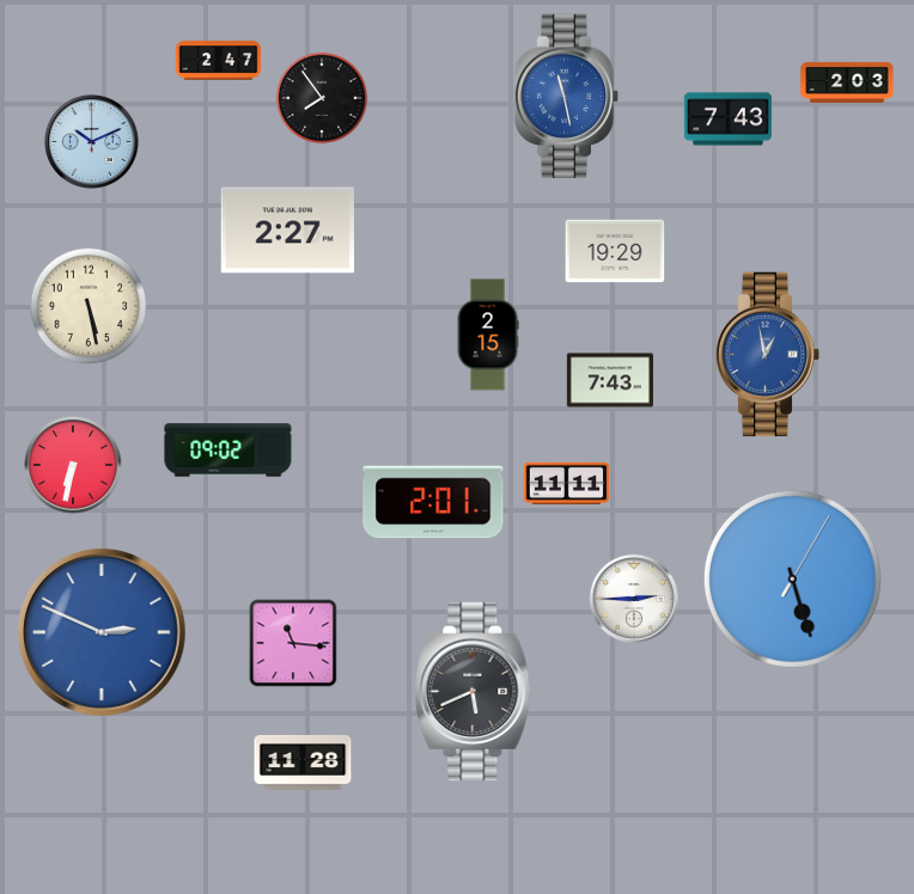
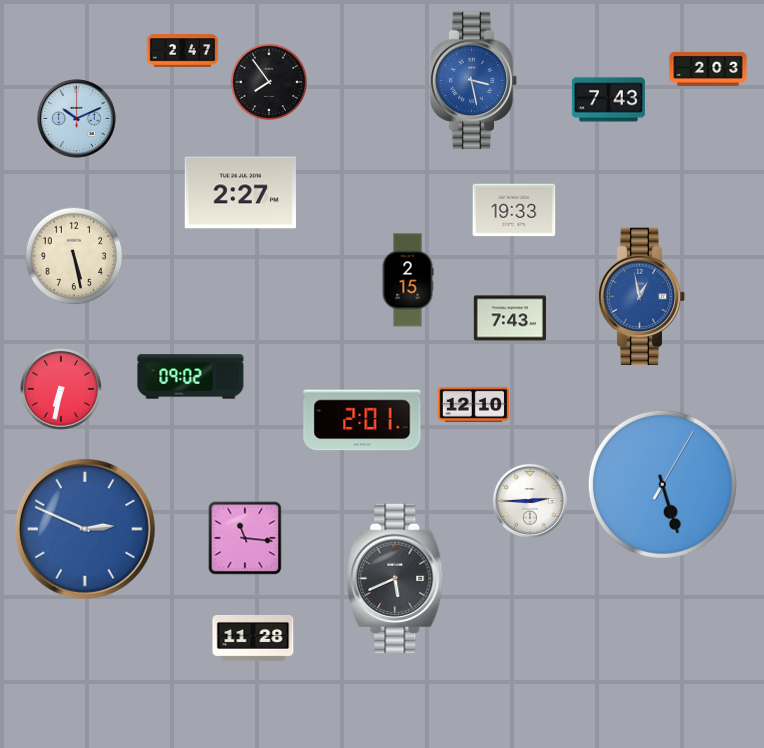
clock at (567, 97): 11:28 -> 3:28
clock at (615, 251): 19:29 -> 19:33
clock at (567, 483): 11:11 -> 12:10
